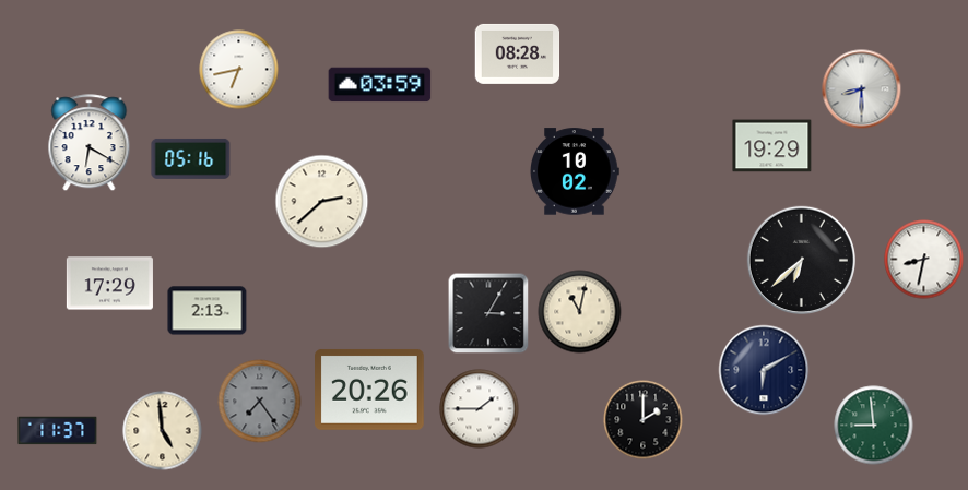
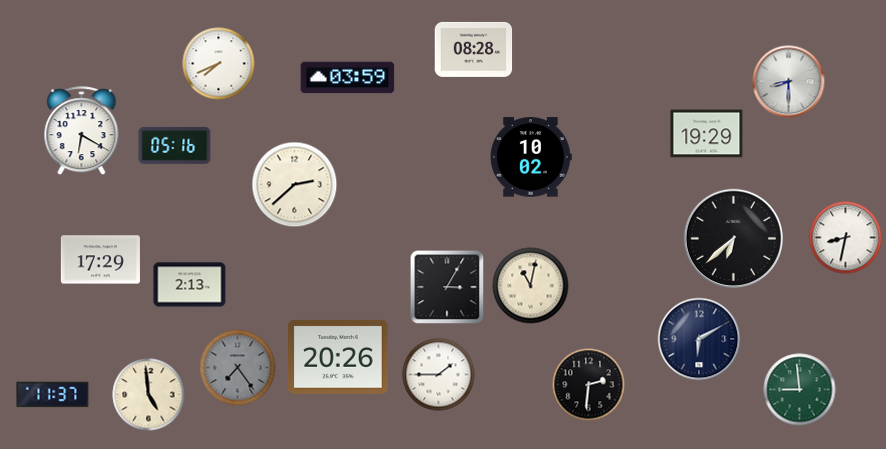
clock at (239, 70): 6:43 -> 7:41
clock at (575, 171) position: (575, 171) -> (531, 157)
clock at (644, 420): 2:00 -> 2:31
